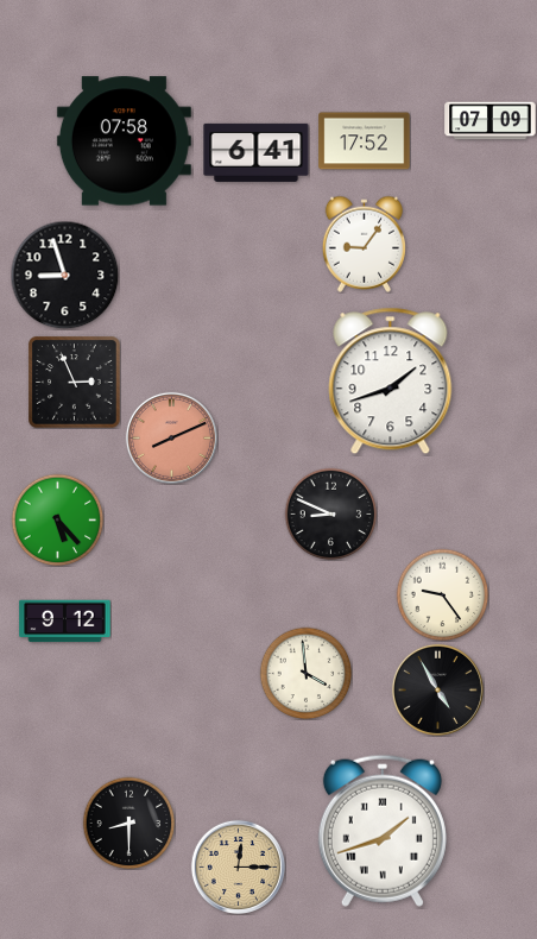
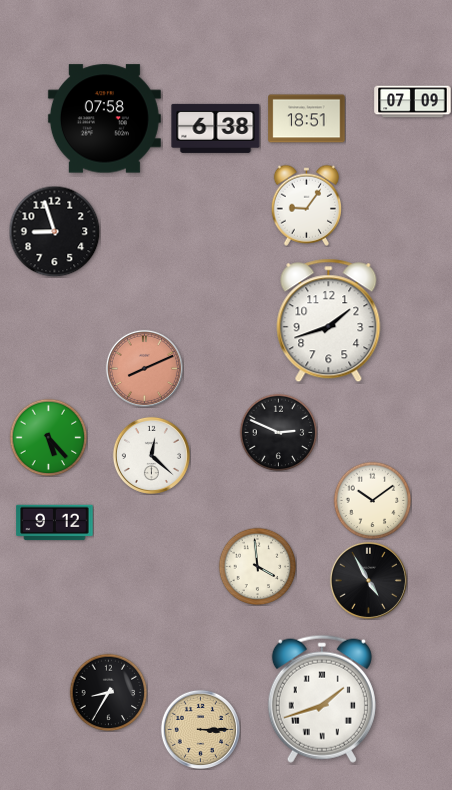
clock at (365, 141): 17:52 -> 18:51
clock at (257, 152): 6:41 -> 6:38
clock at (75, 383): 2:56 -> none
clock at (330, 513): 8:49 -> 2:49
clock at (151, 455): none -> 12:22
clock at (442, 594): 9:24 -> 10:09
clock at (128, 823): 8:30 -> 8:35
clock at (238, 866): 12:15 -> 3:15
